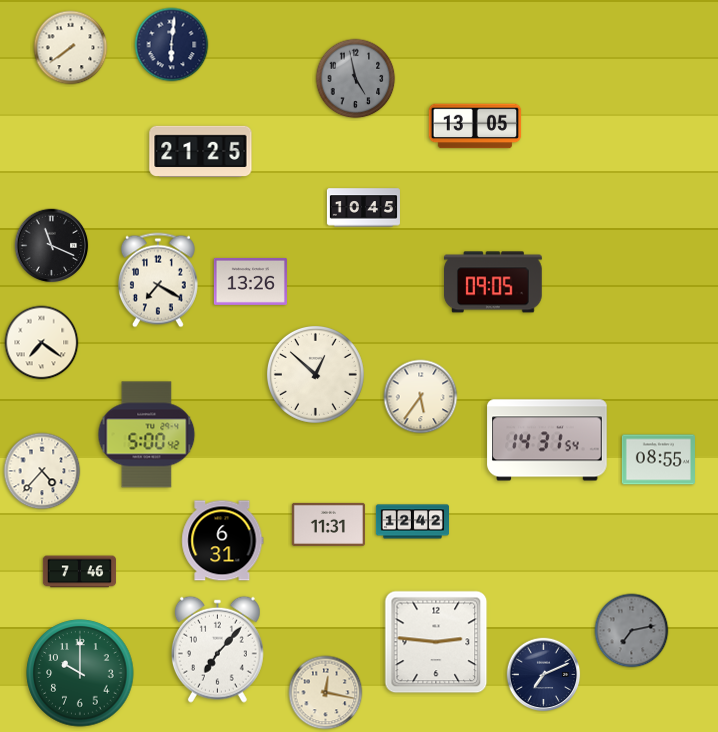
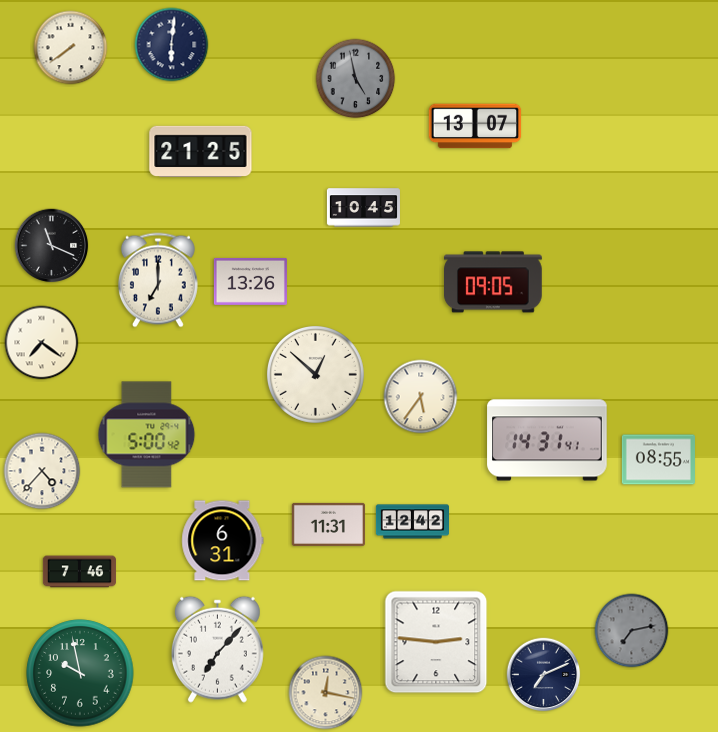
clock at (475, 126): 13:05 -> 13:07
clock at (158, 280): 7:20 -> 7:00
clock at (547, 440): 14:31:54 -> 14:31:41
clock at (80, 673): 10:00 -> 9:58
